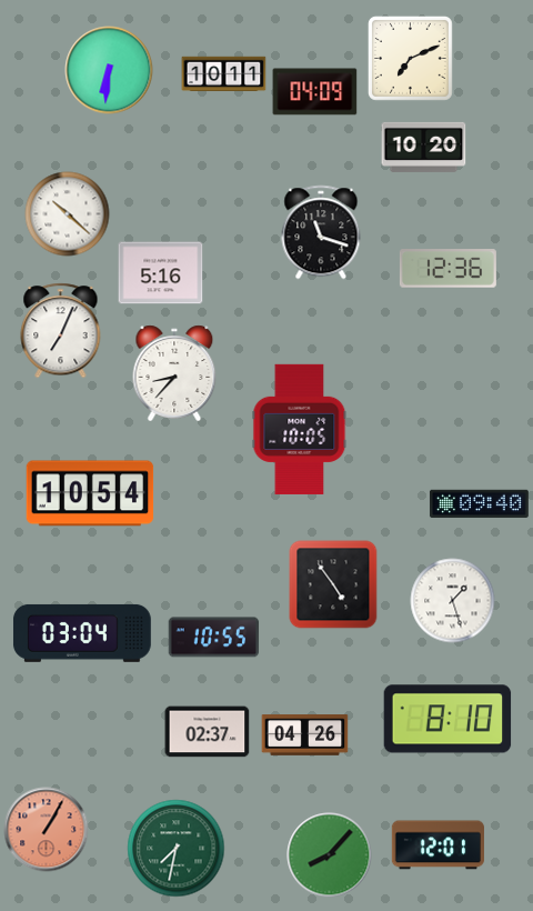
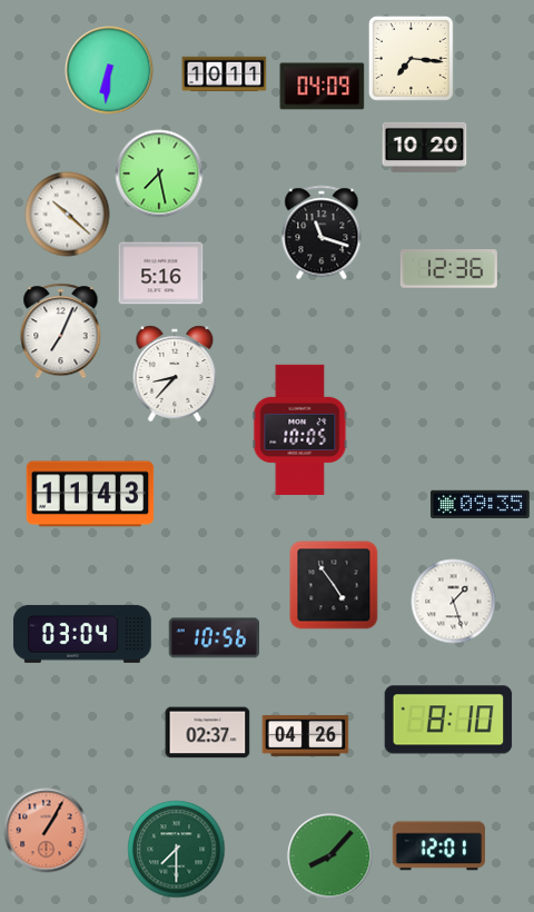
clock at (410, 58): 7:11 -> 7:16
clock at (315, 92) position: (315, 92) -> (323, 87)
clock at (159, 174): none -> 7:28
clock at (90, 493): 10:54 -> 11:43
clock at (480, 504): 09:40 -> 09:35
clock at (214, 638): 10:55 -> 10:56
clock at (177, 849): 7:32 -> 7:30
